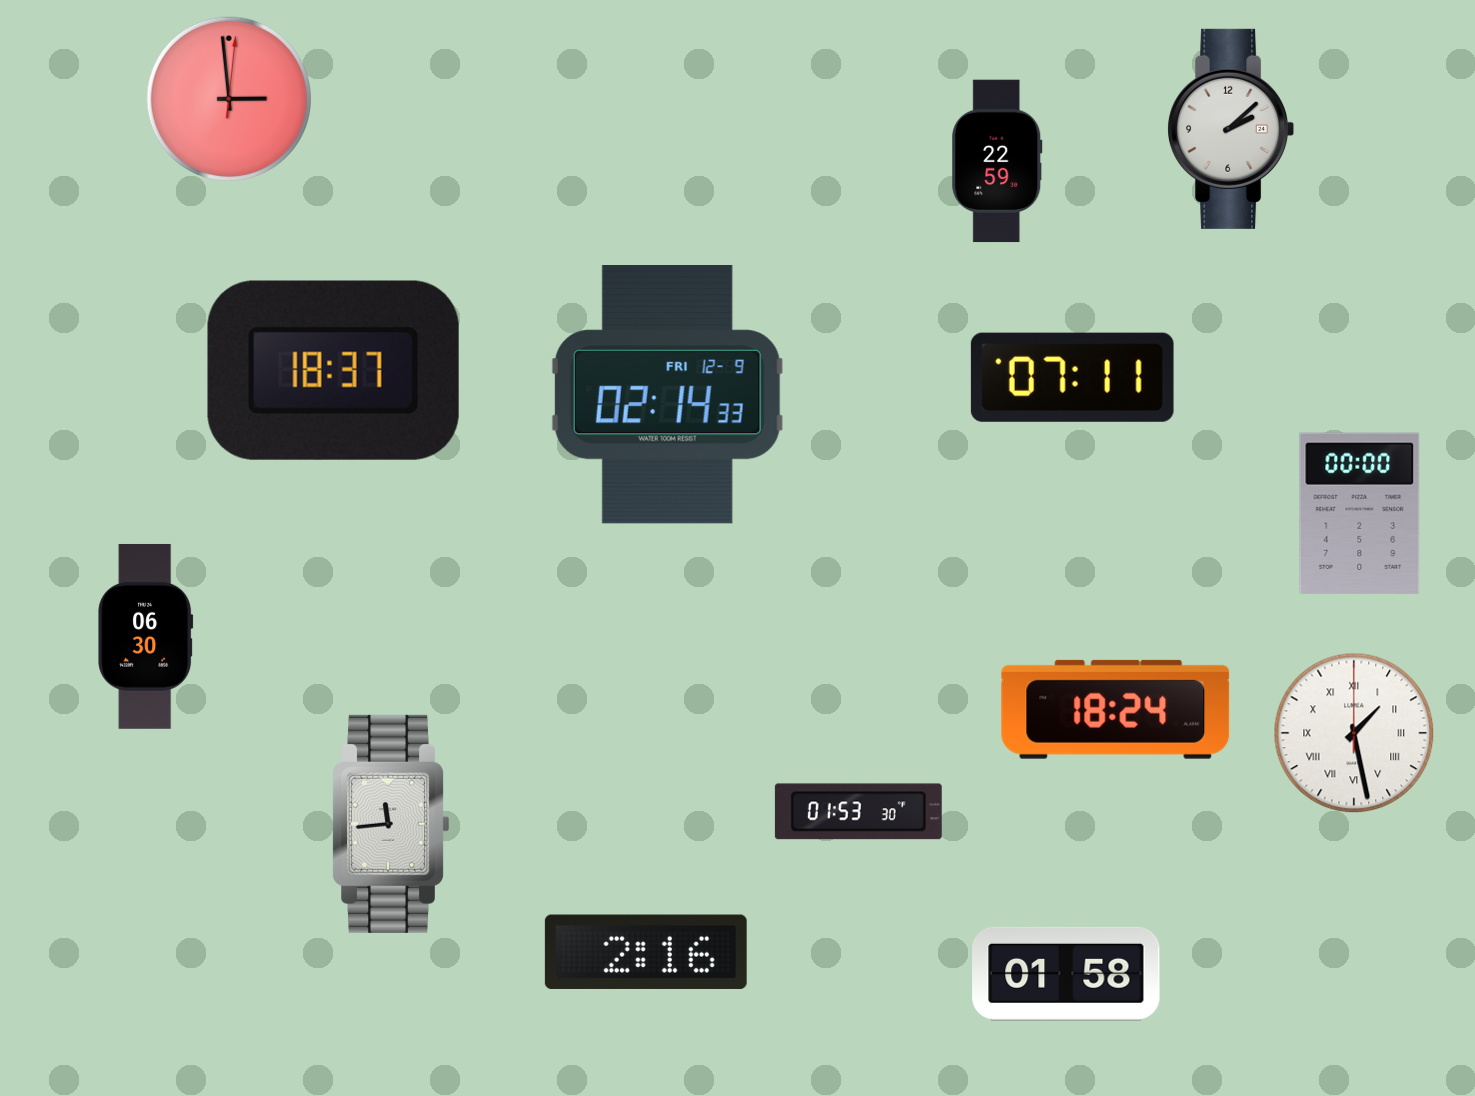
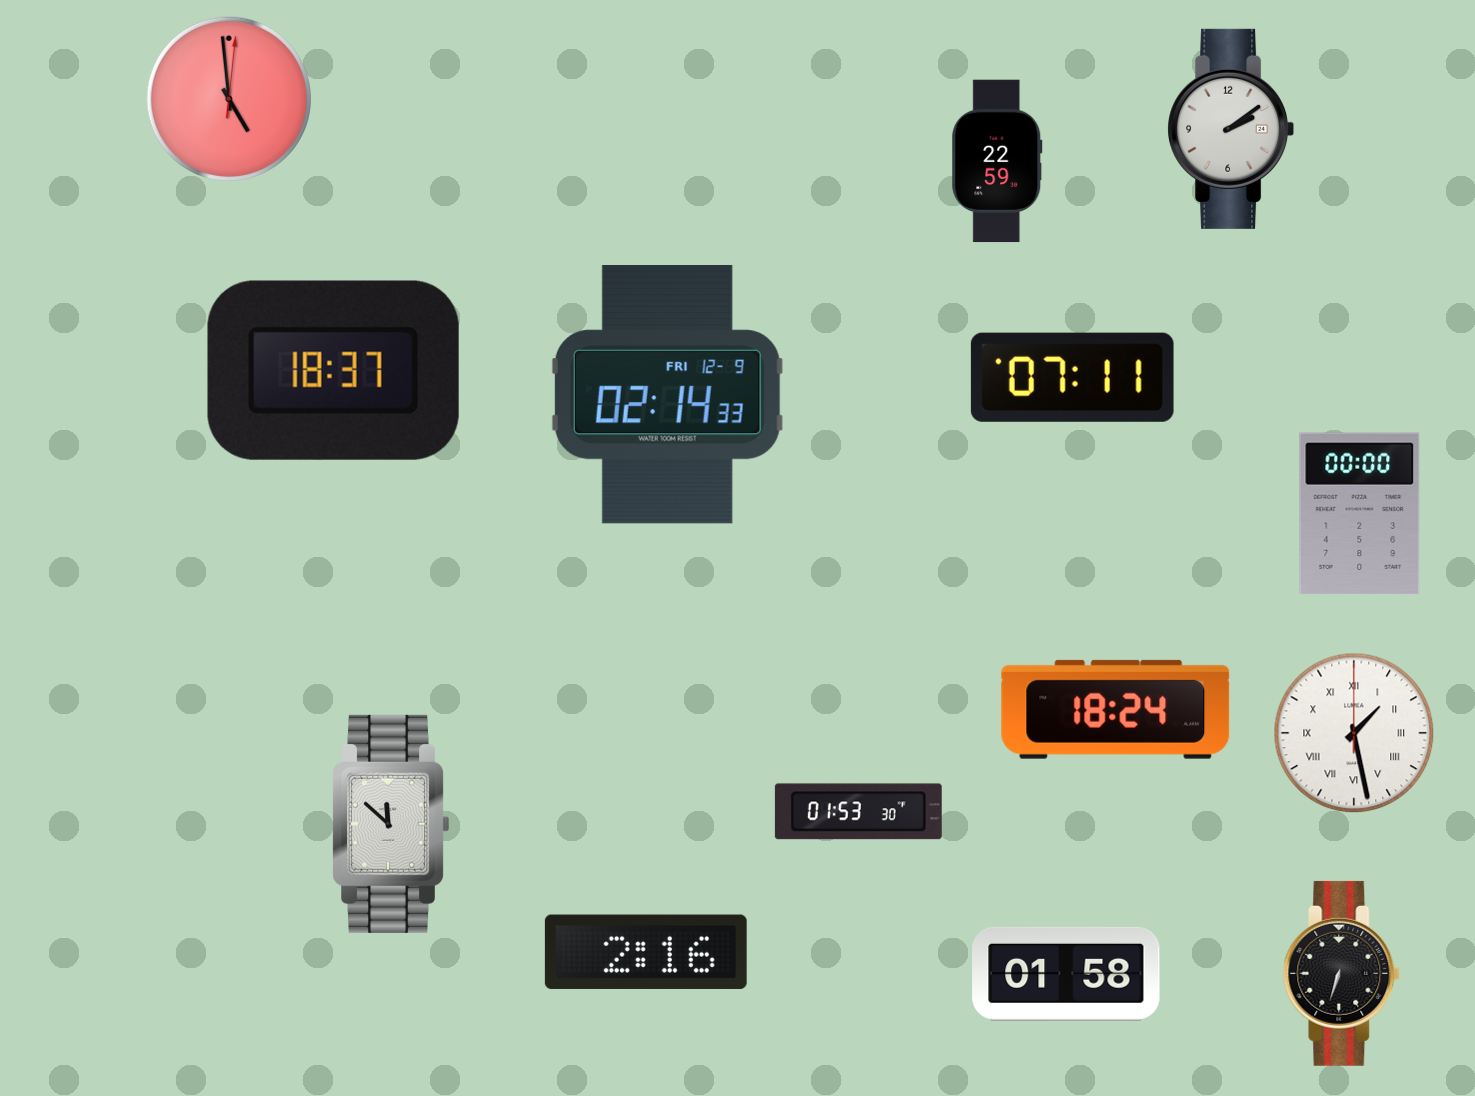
clock at (228, 98): 2:59 -> 4:59
clock at (1231, 129): 2:08 -> 2:09
clock at (146, 636): 06:30 -> none
clock at (390, 824): 11:44 -> 11:52
clock at (1342, 973): none -> 6:33
